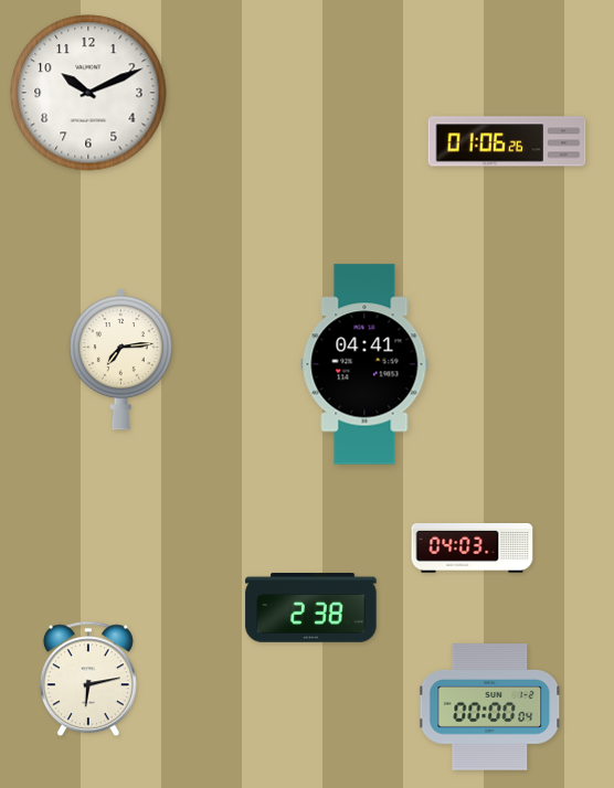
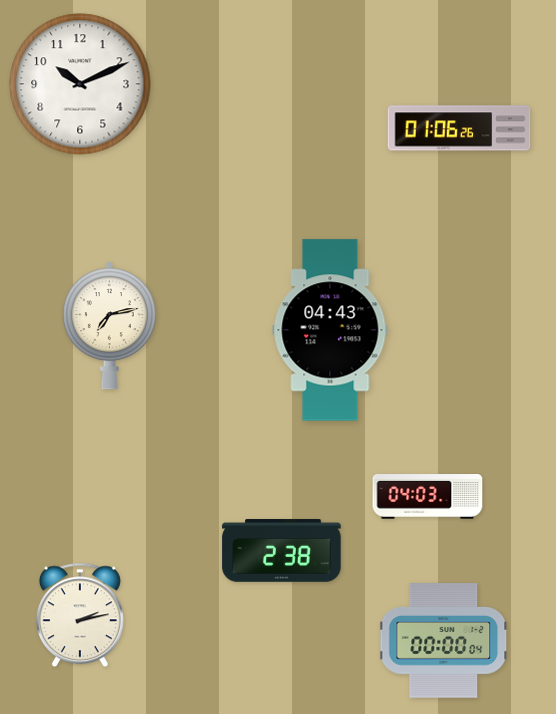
clock at (120, 360): 7:14 -> 7:13
clock at (364, 364): 04:41 -> 04:43
clock at (88, 679): 6:13 -> 2:13
